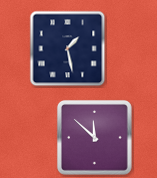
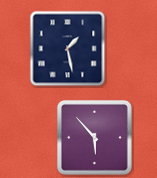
clock at (95, 138): 11:52 -> 5:53
